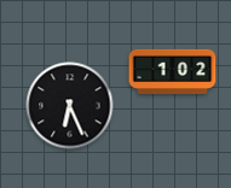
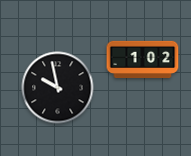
clock at (70, 106): 6:26 -> 9:58
